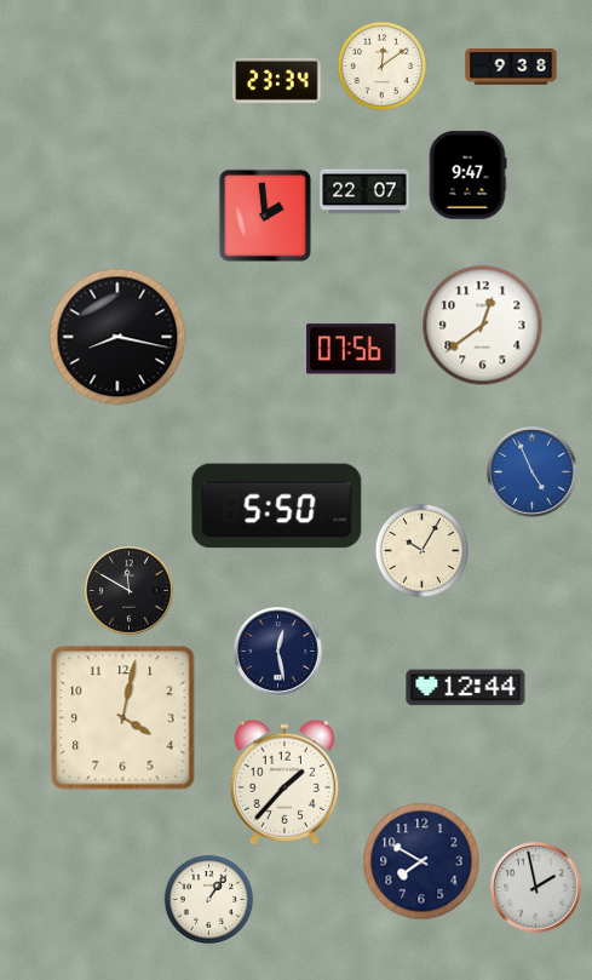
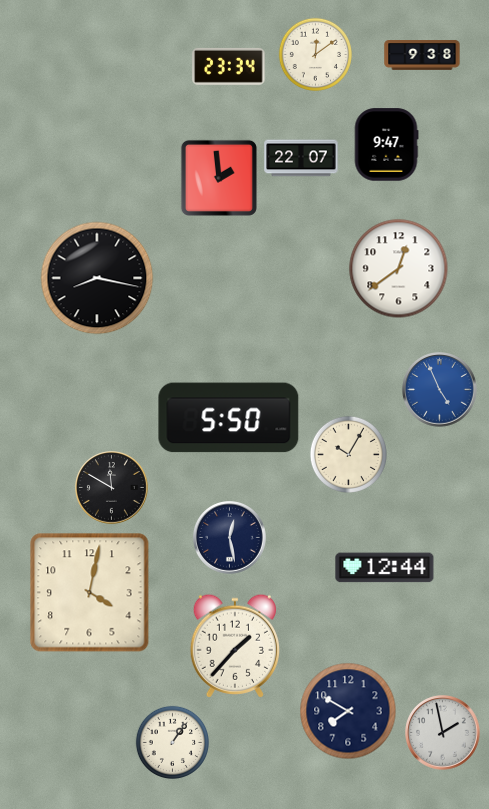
clock at (351, 349): 07:56 -> none
clock at (130, 591) position: (130, 591) -> (112, 488)
clock at (123, 718) position: (123, 718) -> (90, 593)
